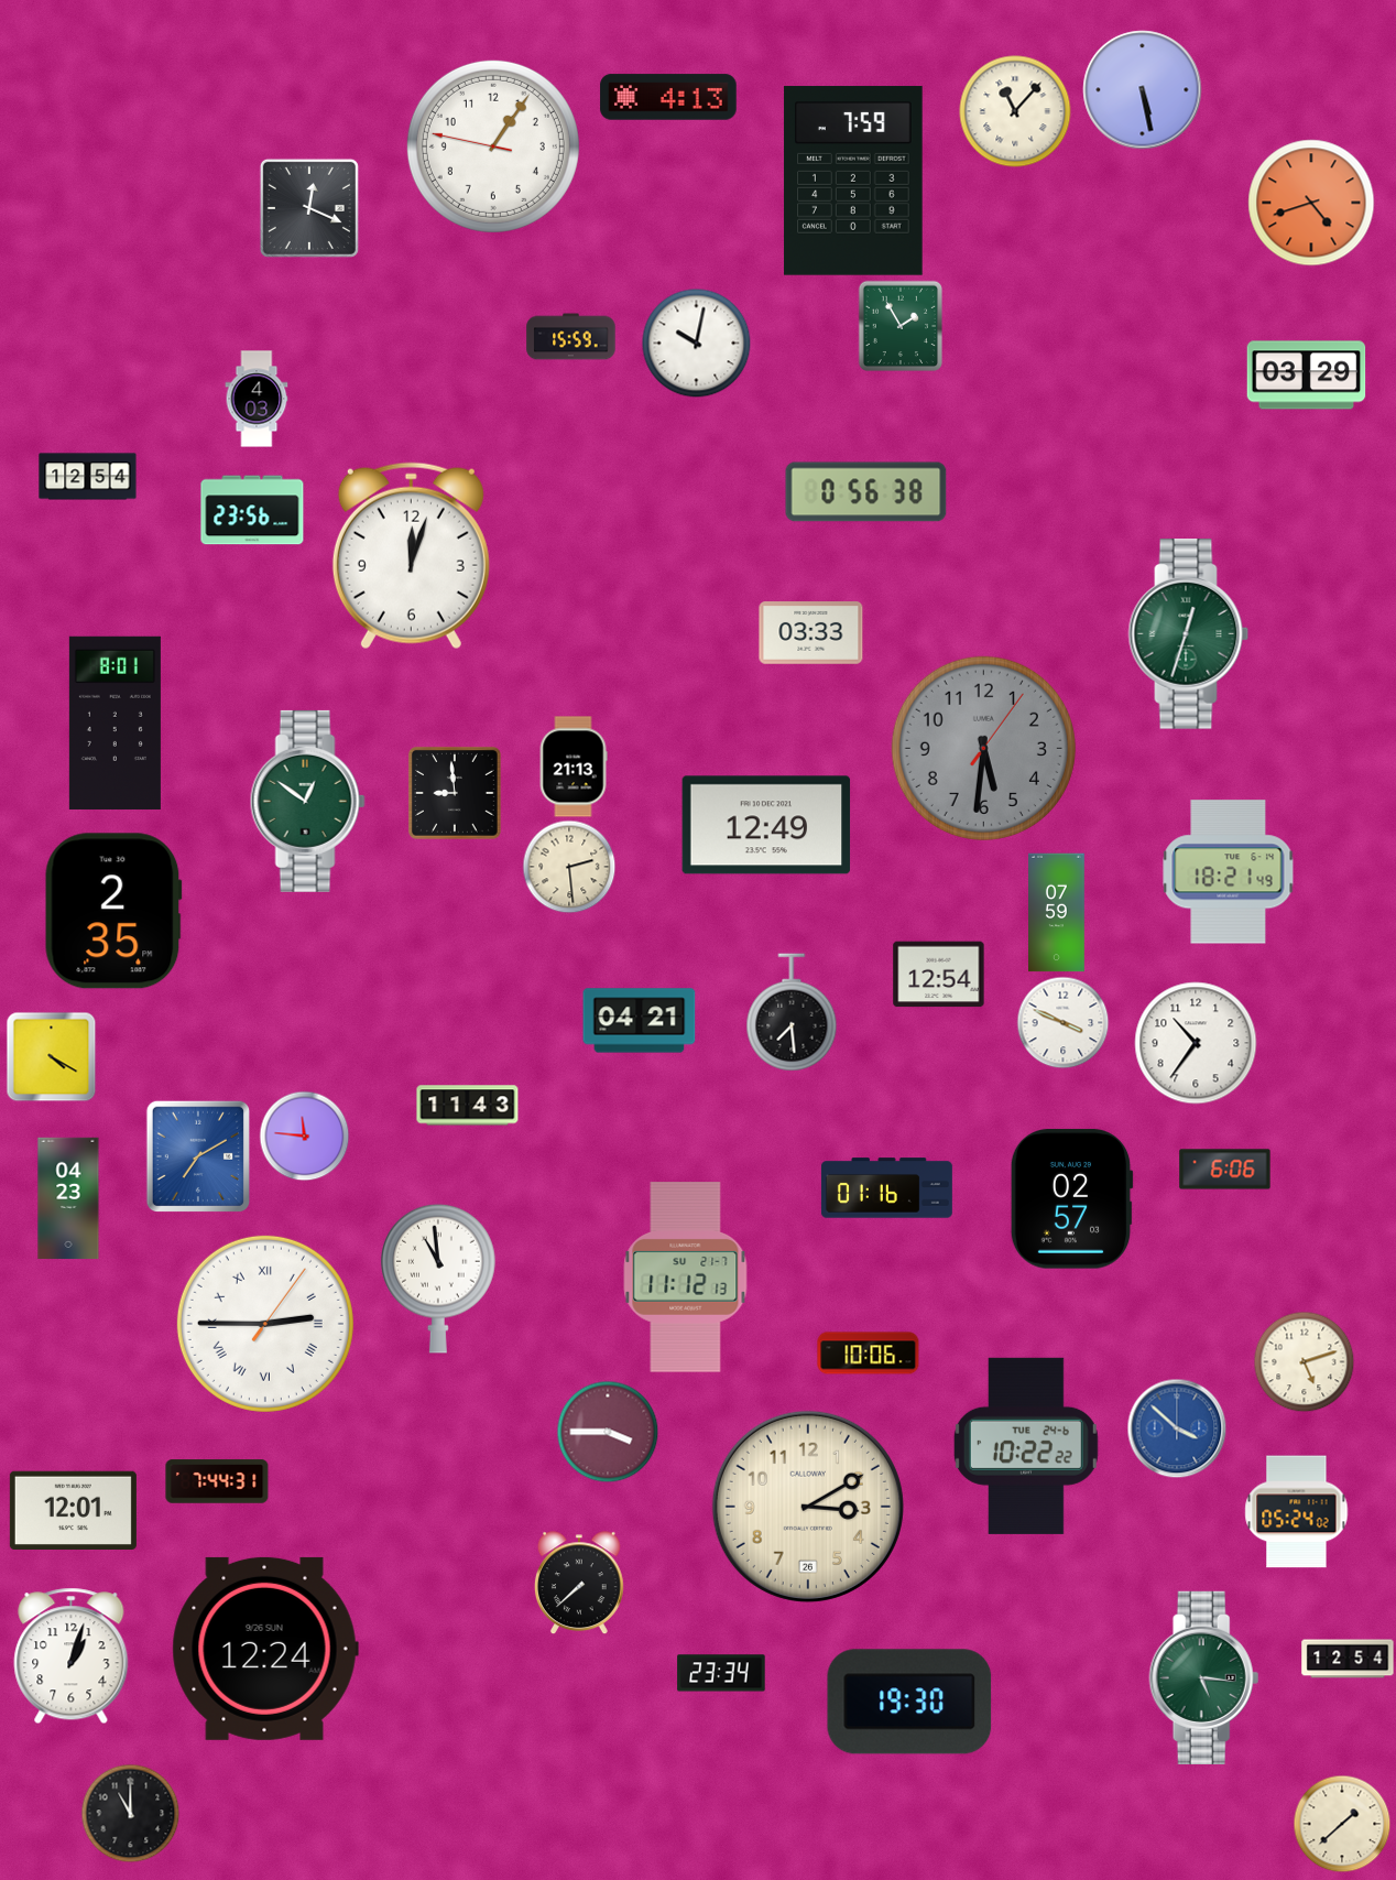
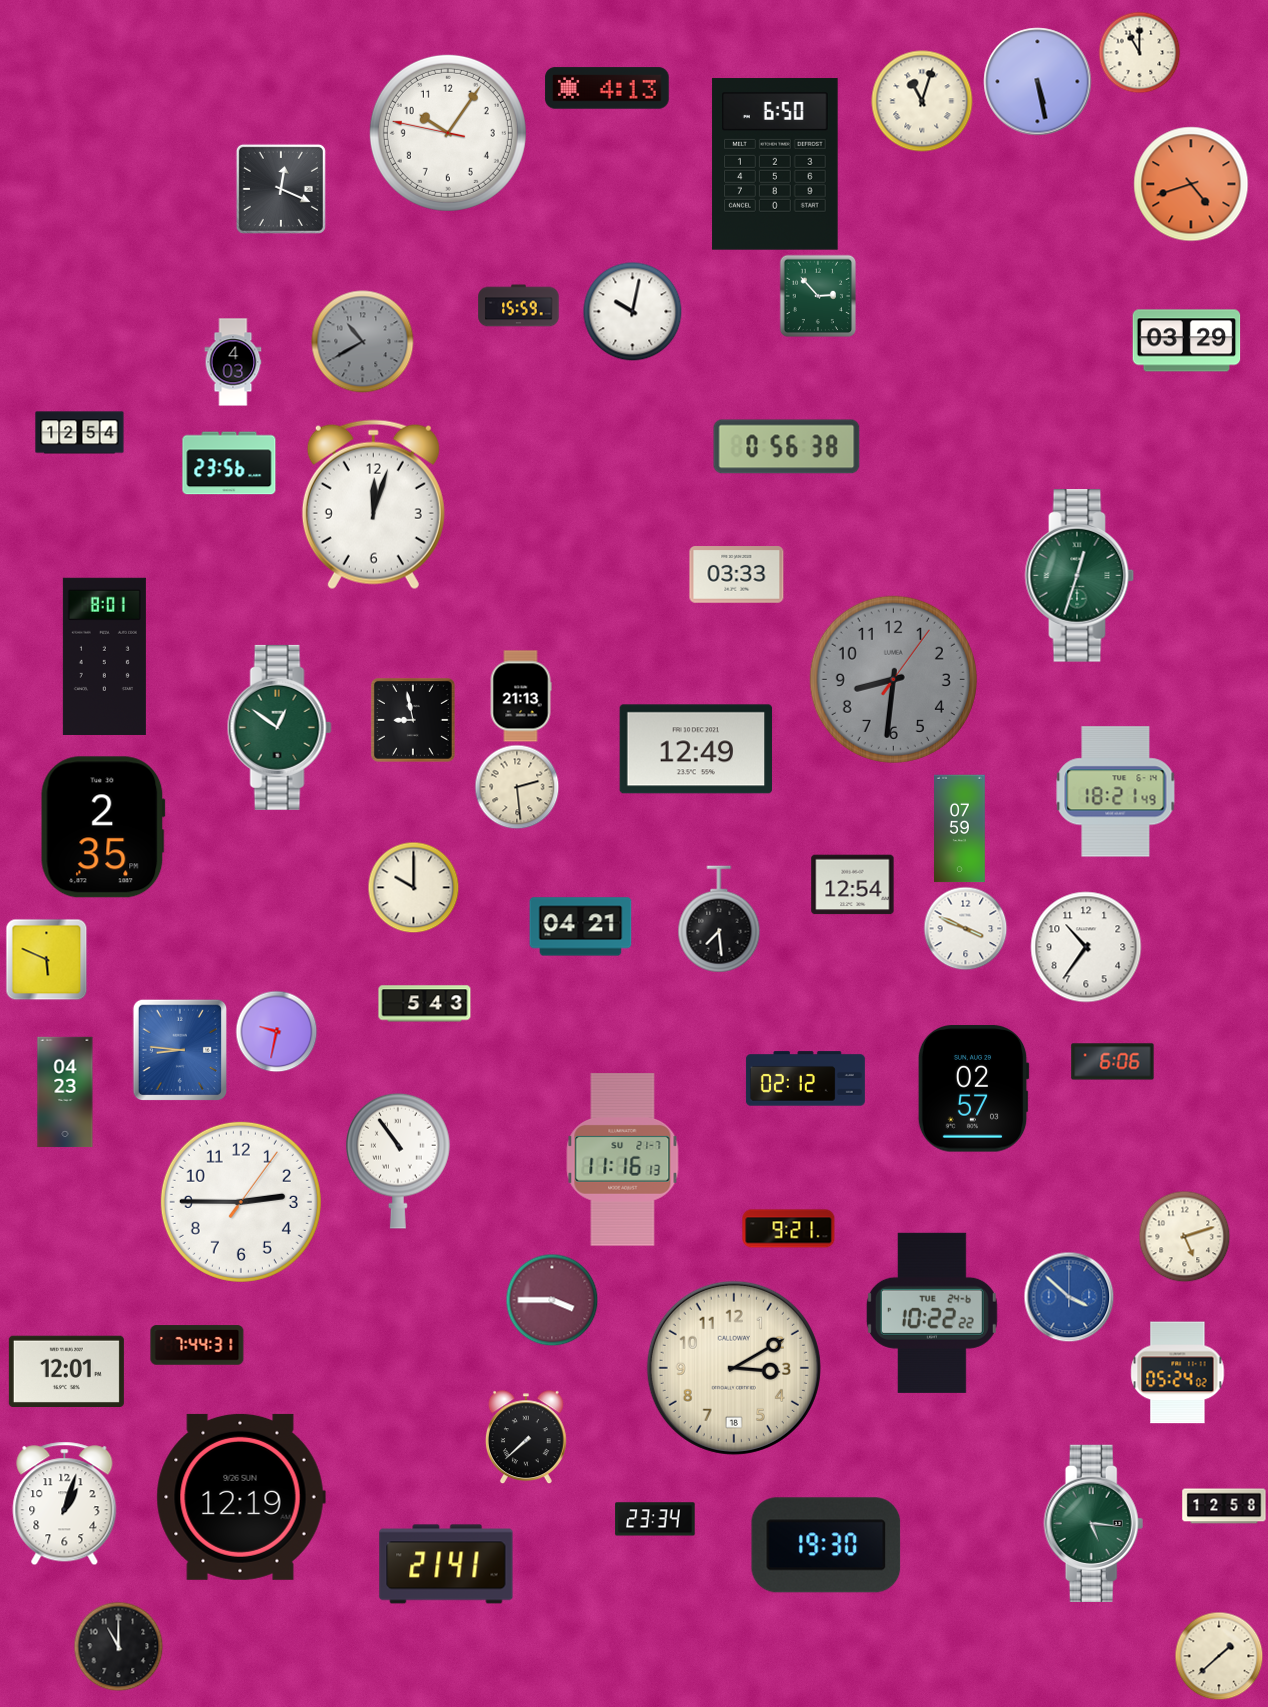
clock at (1139, 52): none -> 11:00
clock at (1015, 111): 11:07 -> 11:03
clock at (493, 146): 1:05 -> 10:05
clock at (853, 181): 7:59 -> 6:50
clock at (901, 326): 1:55 -> 2:53
clock at (363, 342): none -> 10:40
clock at (983, 748): 5:31 -> 8:31
clock at (455, 793): 8:59 -> 8:58
clock at (413, 887): none -> 10:00
clock at (51, 1056): 4:20 -> 5:49
clock at (468, 1106): 11:43 -> 5:43
clock at (304, 1135): 11:46 -> 9:32
clock at (197, 1155): 7:10 -> 8:46
clock at (886, 1188): 01:16 -> 02:12
clock at (68, 1198) position: (68, 1198) -> (65, 1092)
clock at (686, 1278): 11:12 -> 11:16
clock at (439, 1279): 10:59 -> 10:54
clock at (265, 1324) numerals: Roman -> Arabic
clock at (869, 1354): 10:06 -> 9:21
clock at (808, 1507) date: 26 -> 18
clock at (265, 1649): 12:24 -> 12:19
clock at (1348, 1659): 12:54 -> 12:58
clock at (446, 1564): none -> 21:41
